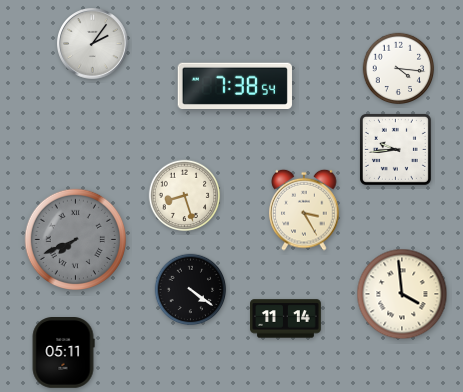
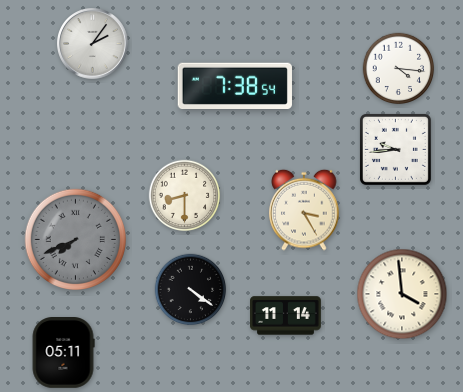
clock at (185, 196): 8:27 -> 8:30
clock at (286, 319) position: (286, 319) -> (286, 316)
